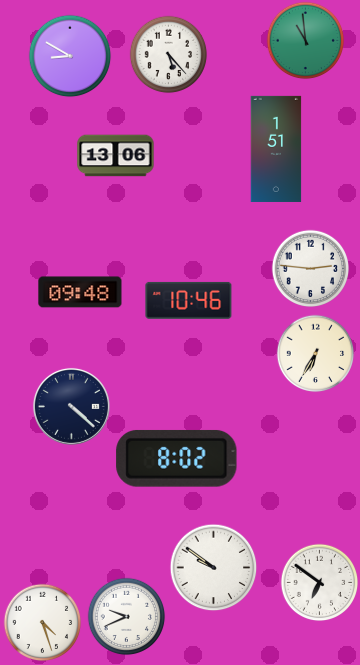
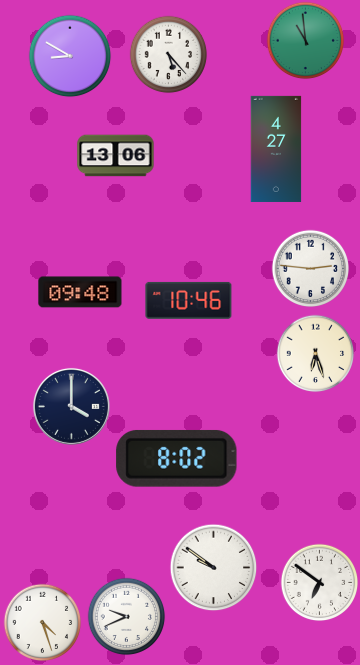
clock at (276, 149): 1:51 -> 4:27
clock at (315, 353): 6:35 -> 6:27
clock at (71, 406): 4:22 -> 4:00
